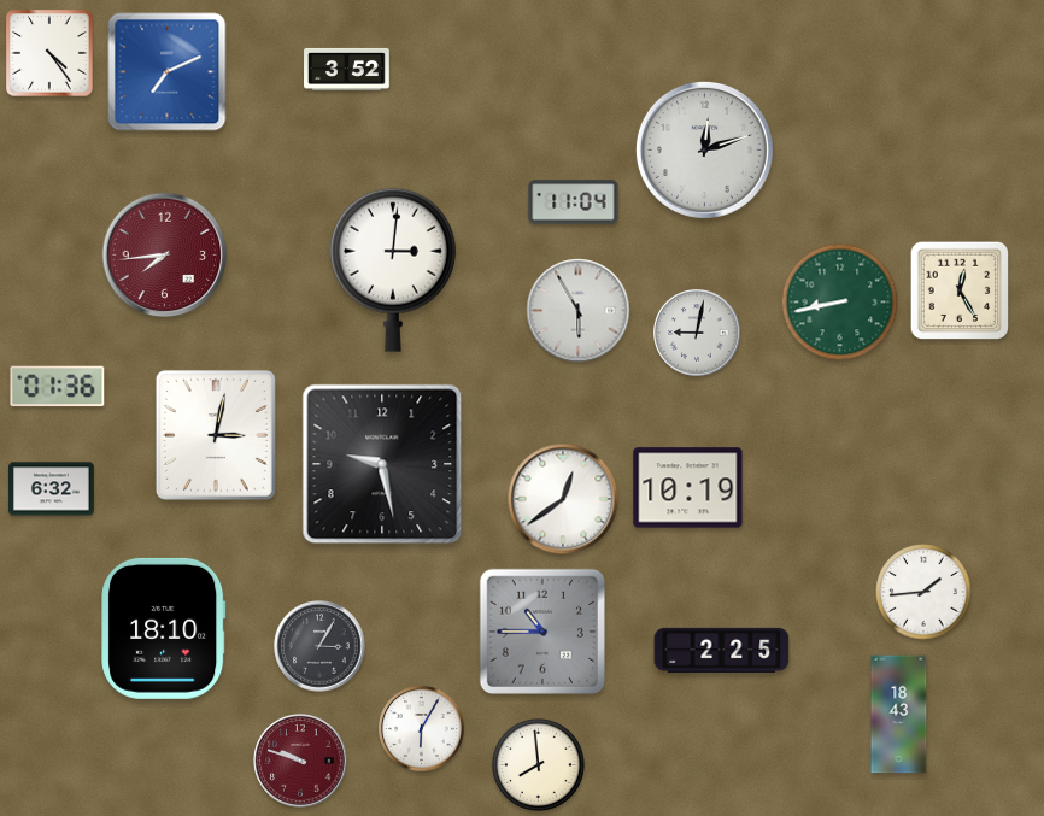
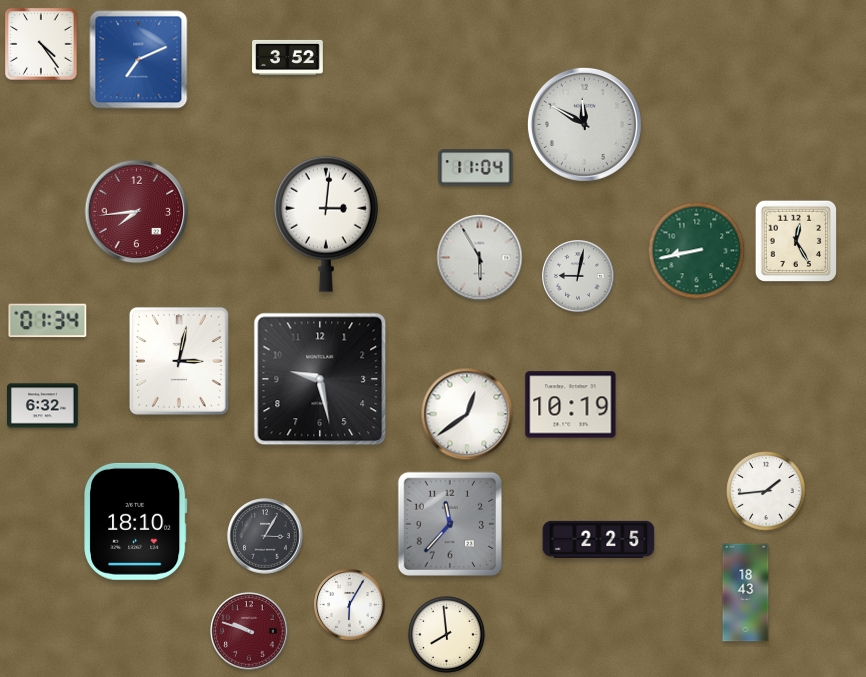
clock at (704, 149): 12:12 -> 11:50
clock at (58, 387): 01:36 -> 01:34
clock at (382, 464) position: (382, 464) -> (320, 379)
clock at (542, 632): 10:45 -> 11:37
